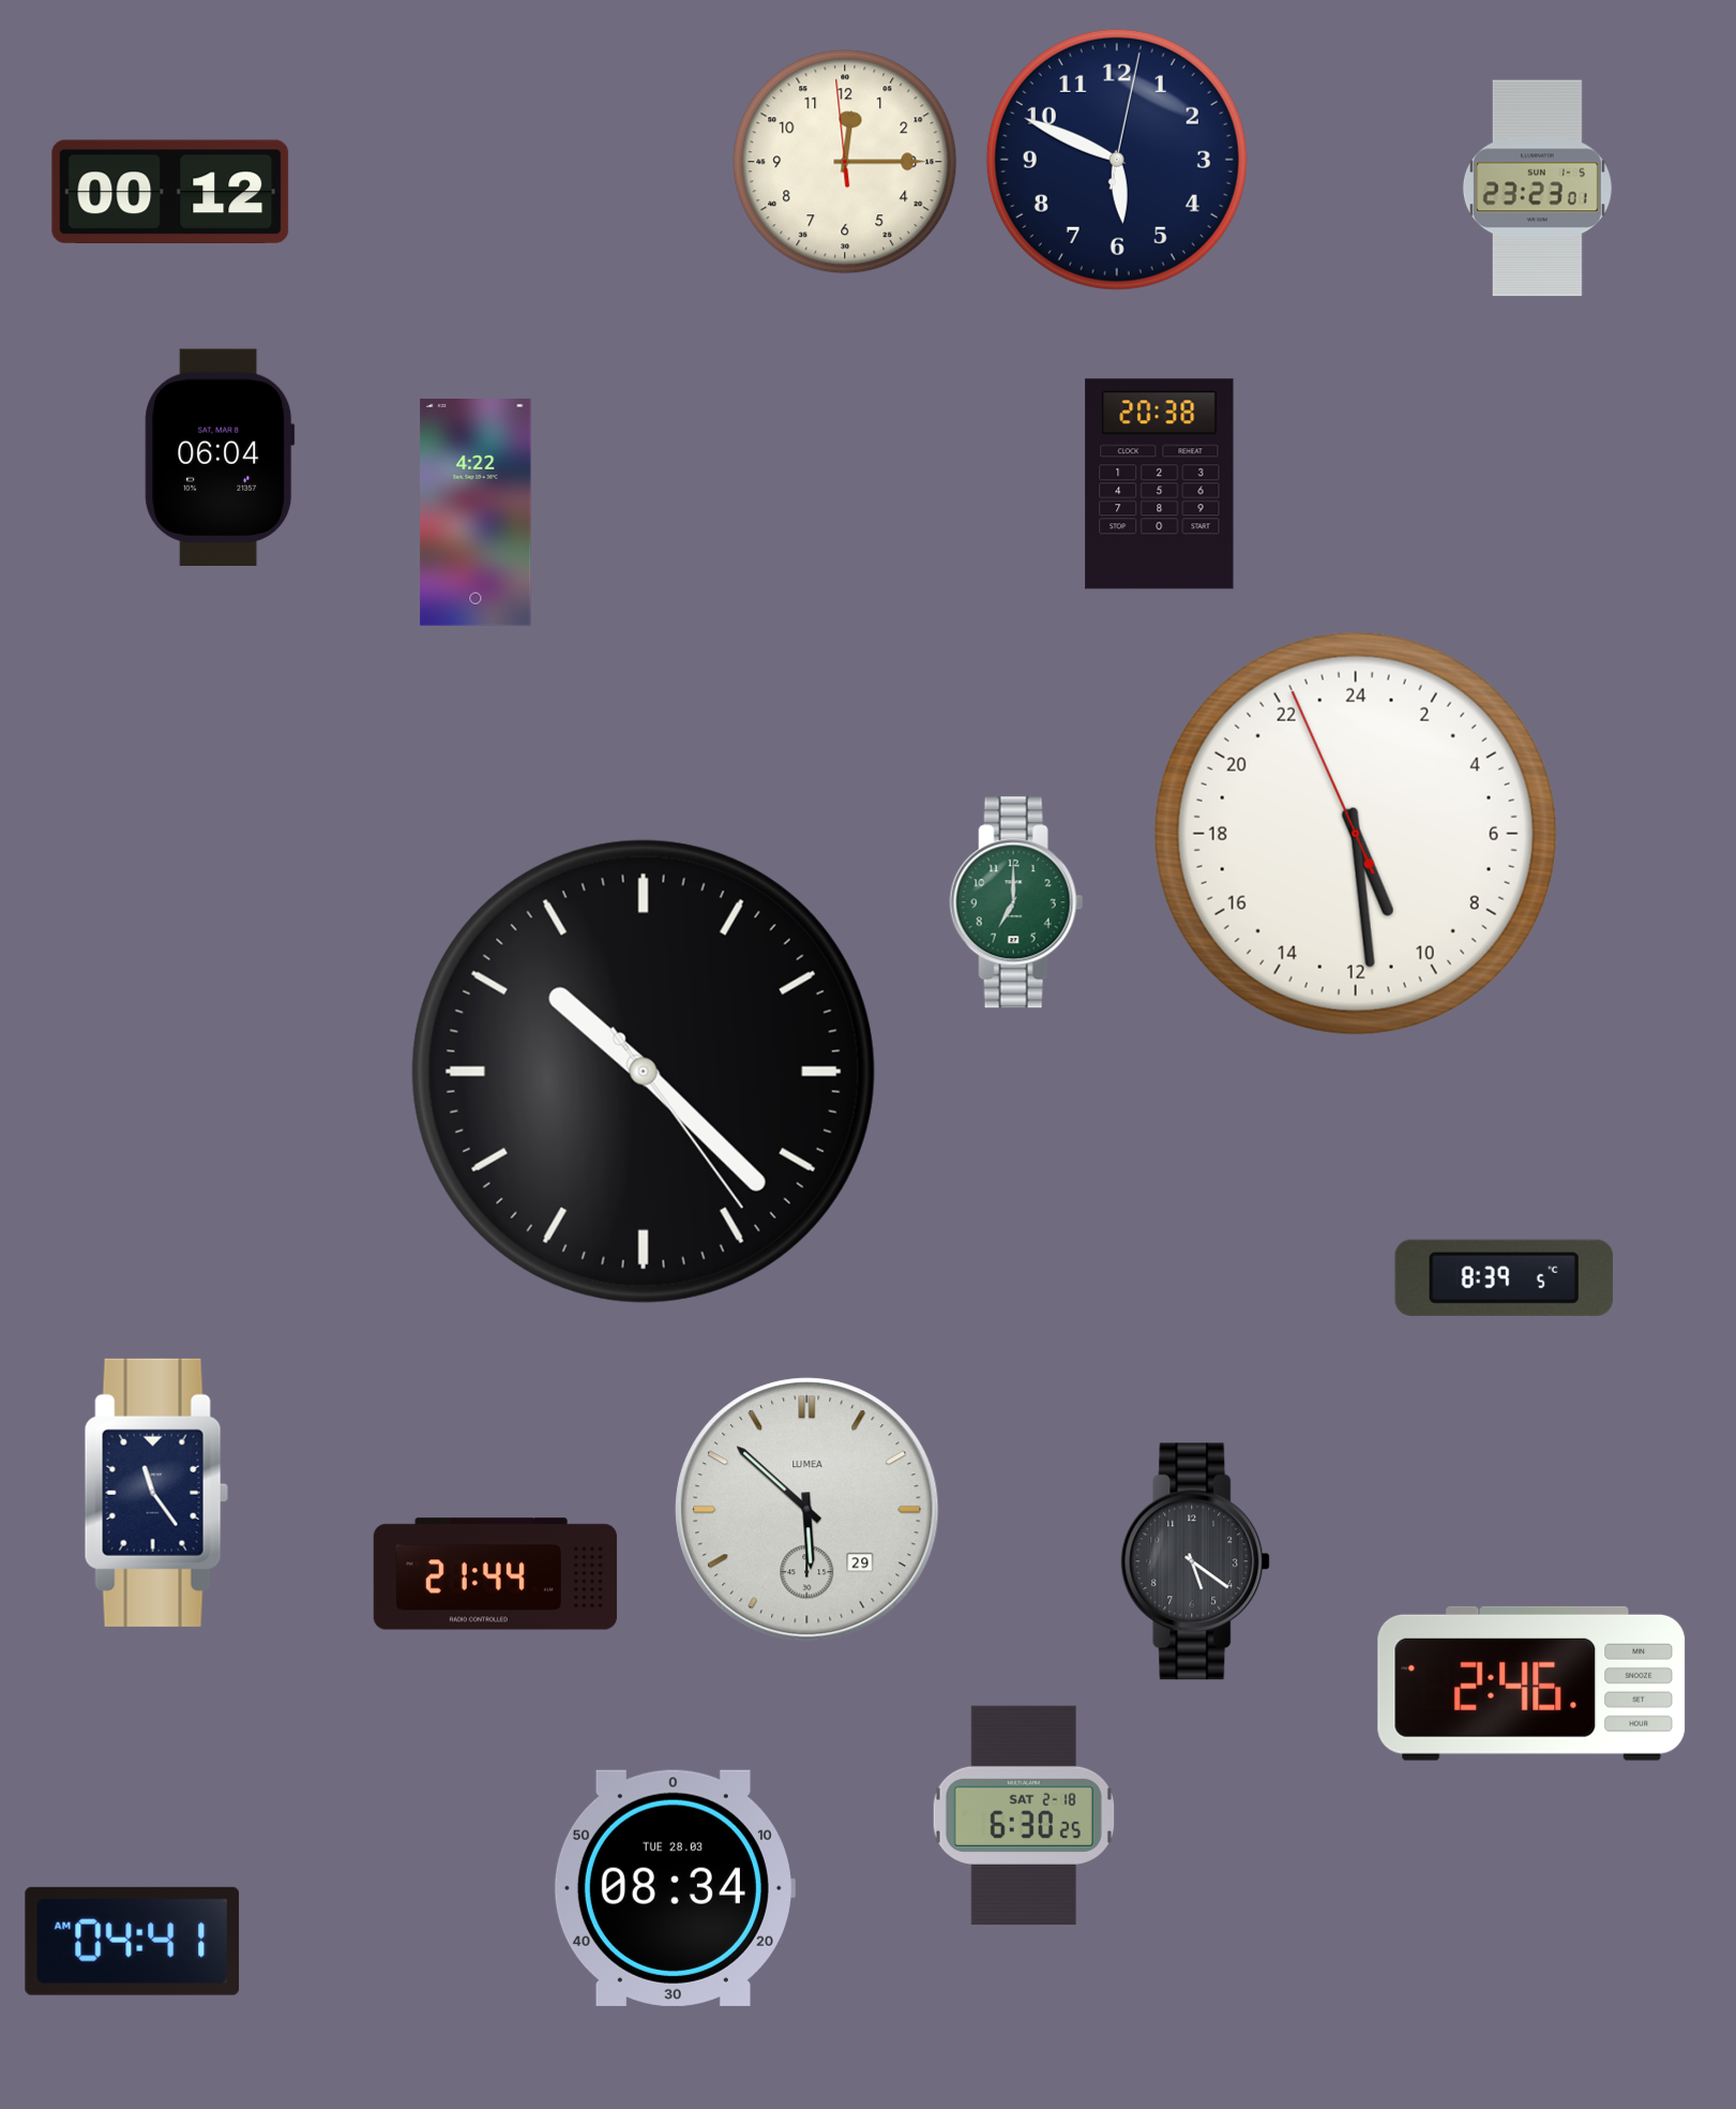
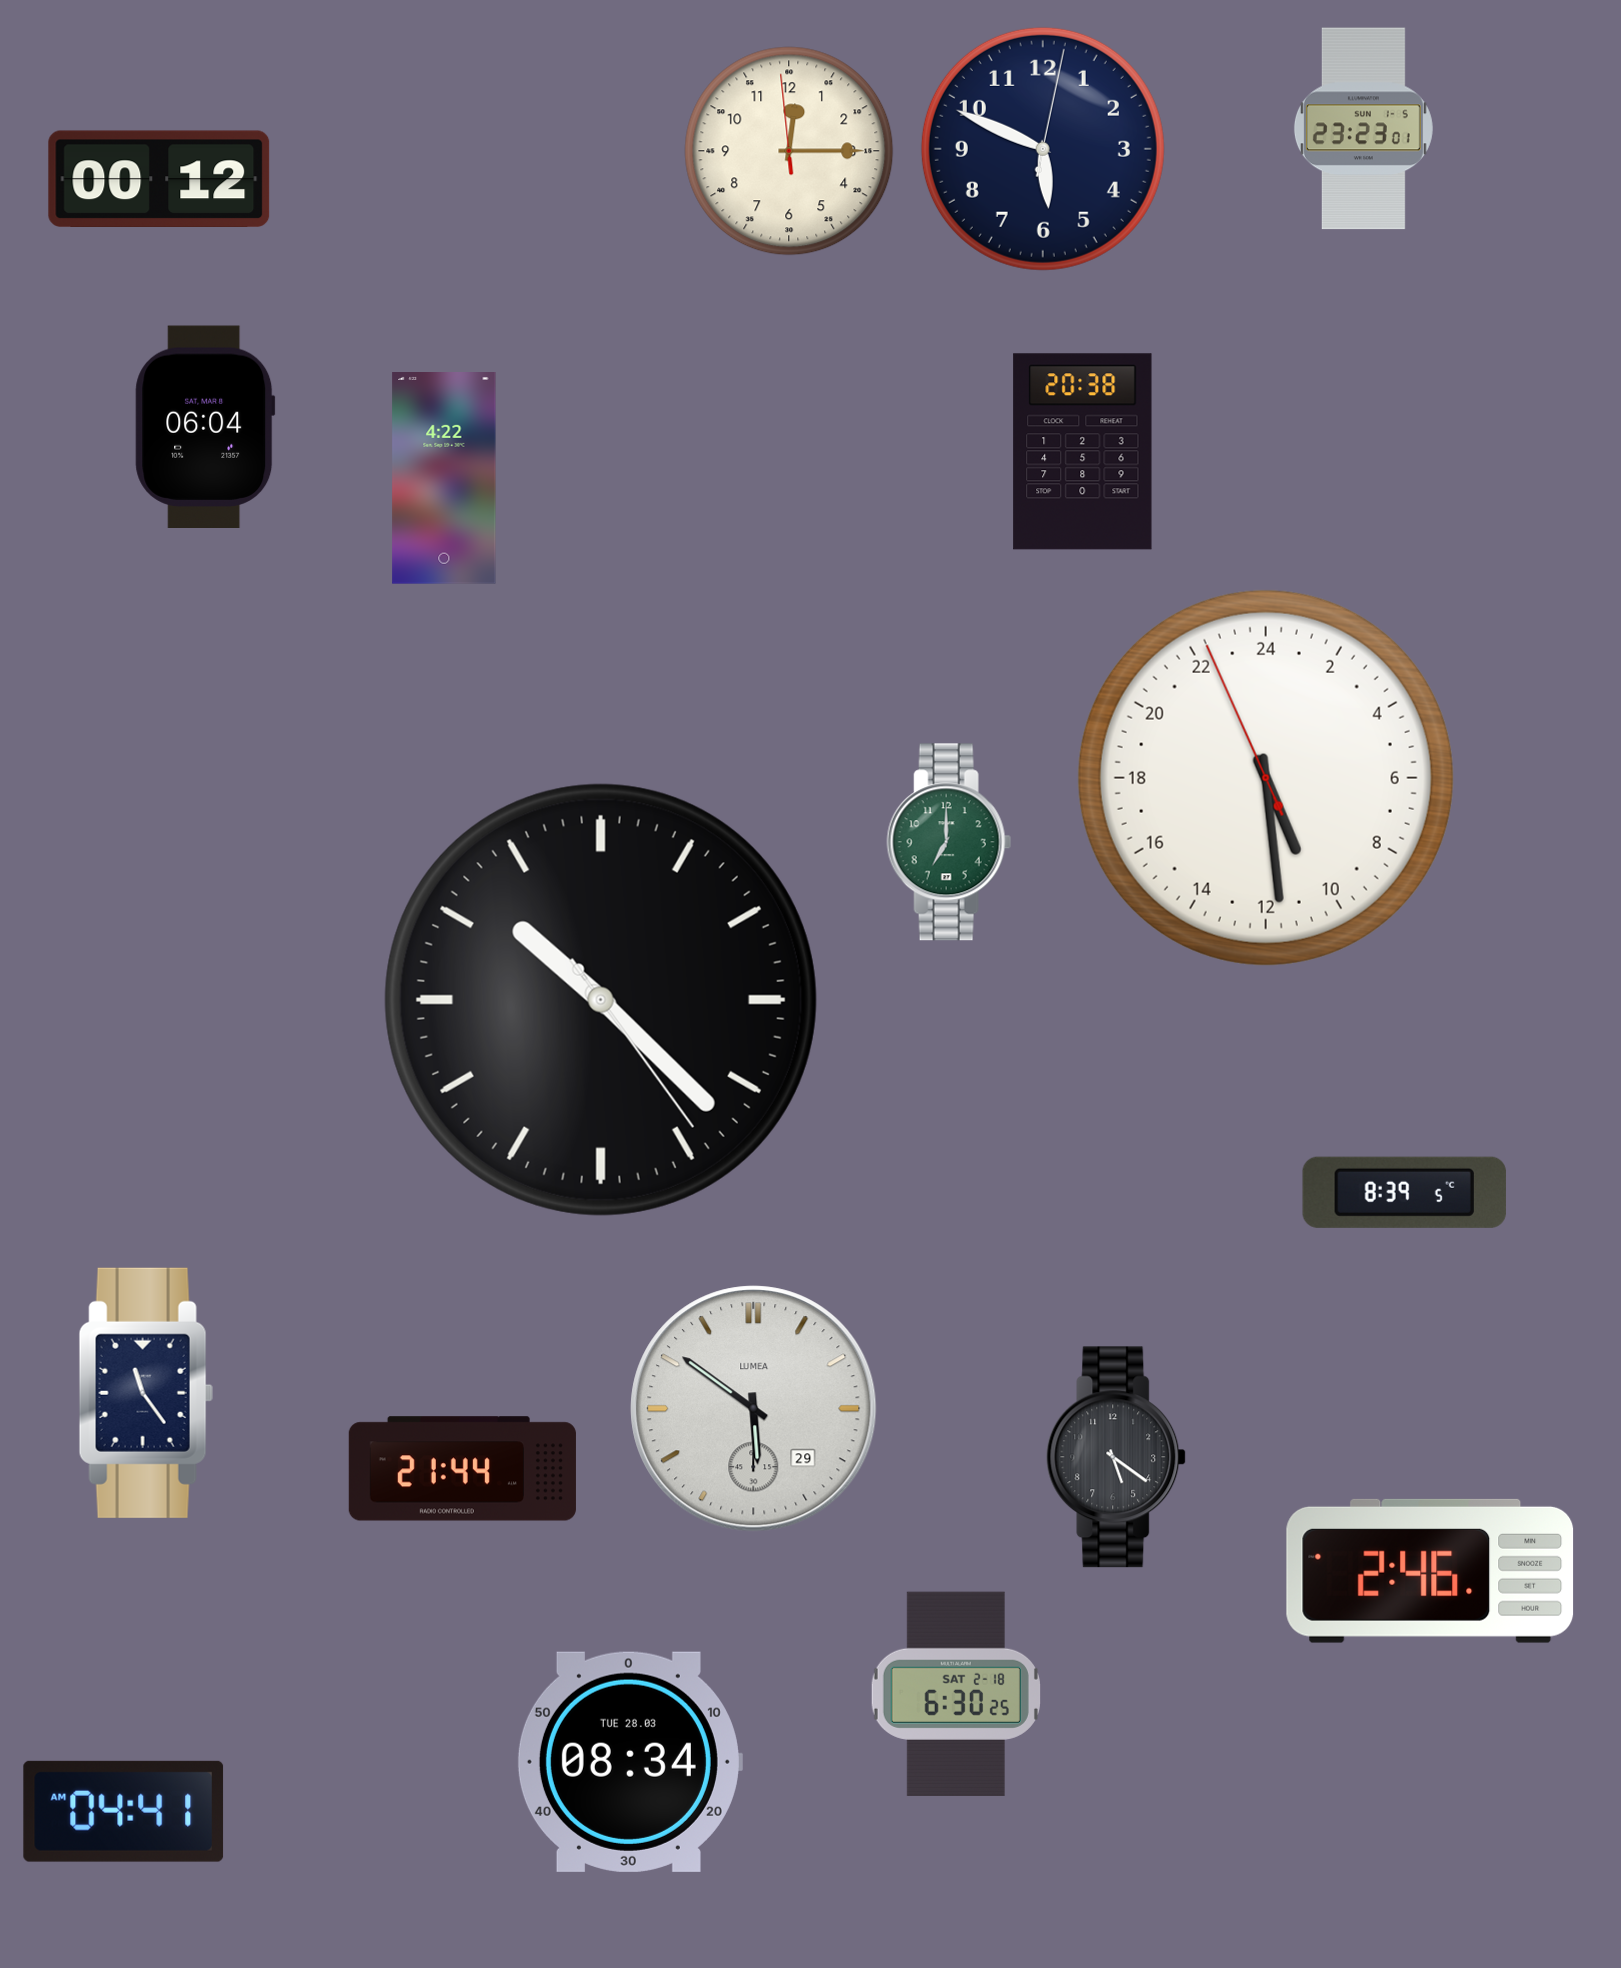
clock at (1537, 189) position: (1537, 189) -> (1363, 129)
clock at (807, 1510): 5:52 -> 5:51
